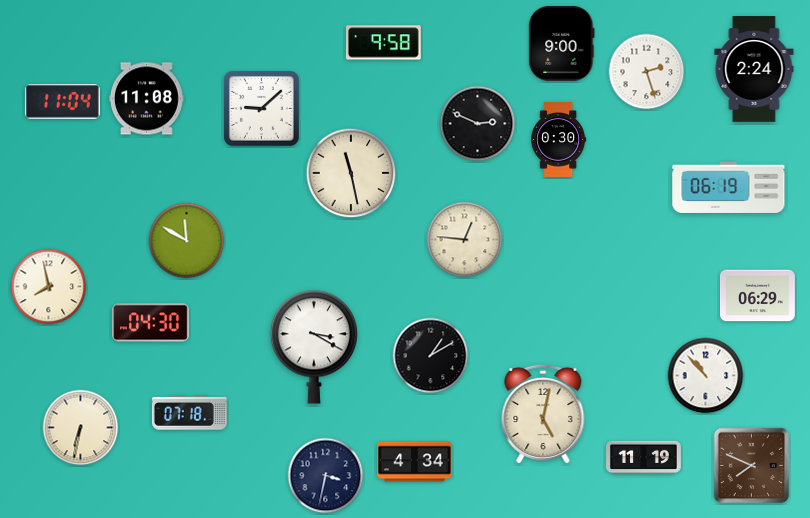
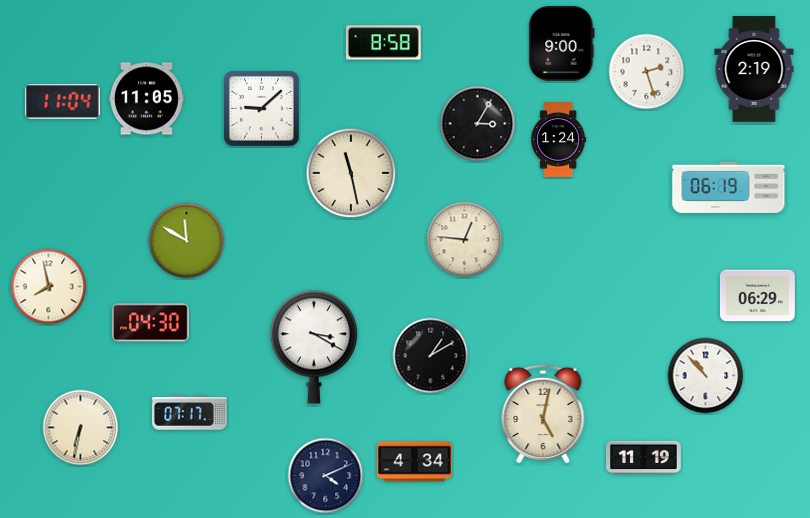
clock at (383, 43): 9:58 -> 8:58
clock at (754, 69): 2:24 -> 2:19
clock at (147, 99): 11:08 -> 11:05
clock at (478, 124): 2:49 -> 3:05
clock at (559, 140): 0:30 -> 1:24
clock at (189, 413): 07:18 -> 07:17
clock at (752, 466): 7:49 -> none
clock at (326, 476): 3:32 -> 4:11
